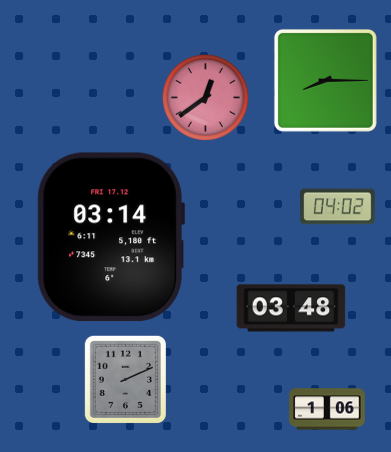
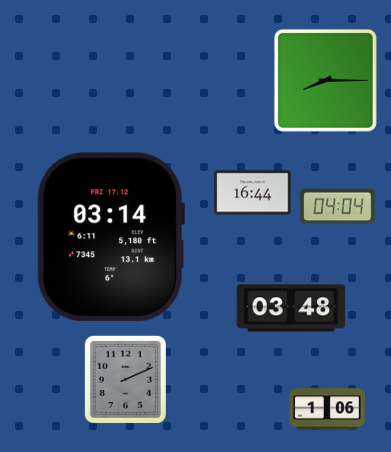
clock at (205, 97): 12:39 -> none
clock at (253, 193): none -> 16:44
clock at (338, 207): 04:02 -> 04:04
